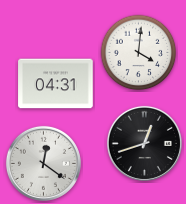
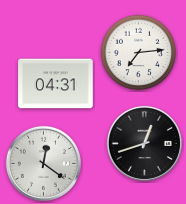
clock at (139, 53): 4:01 -> 7:14
